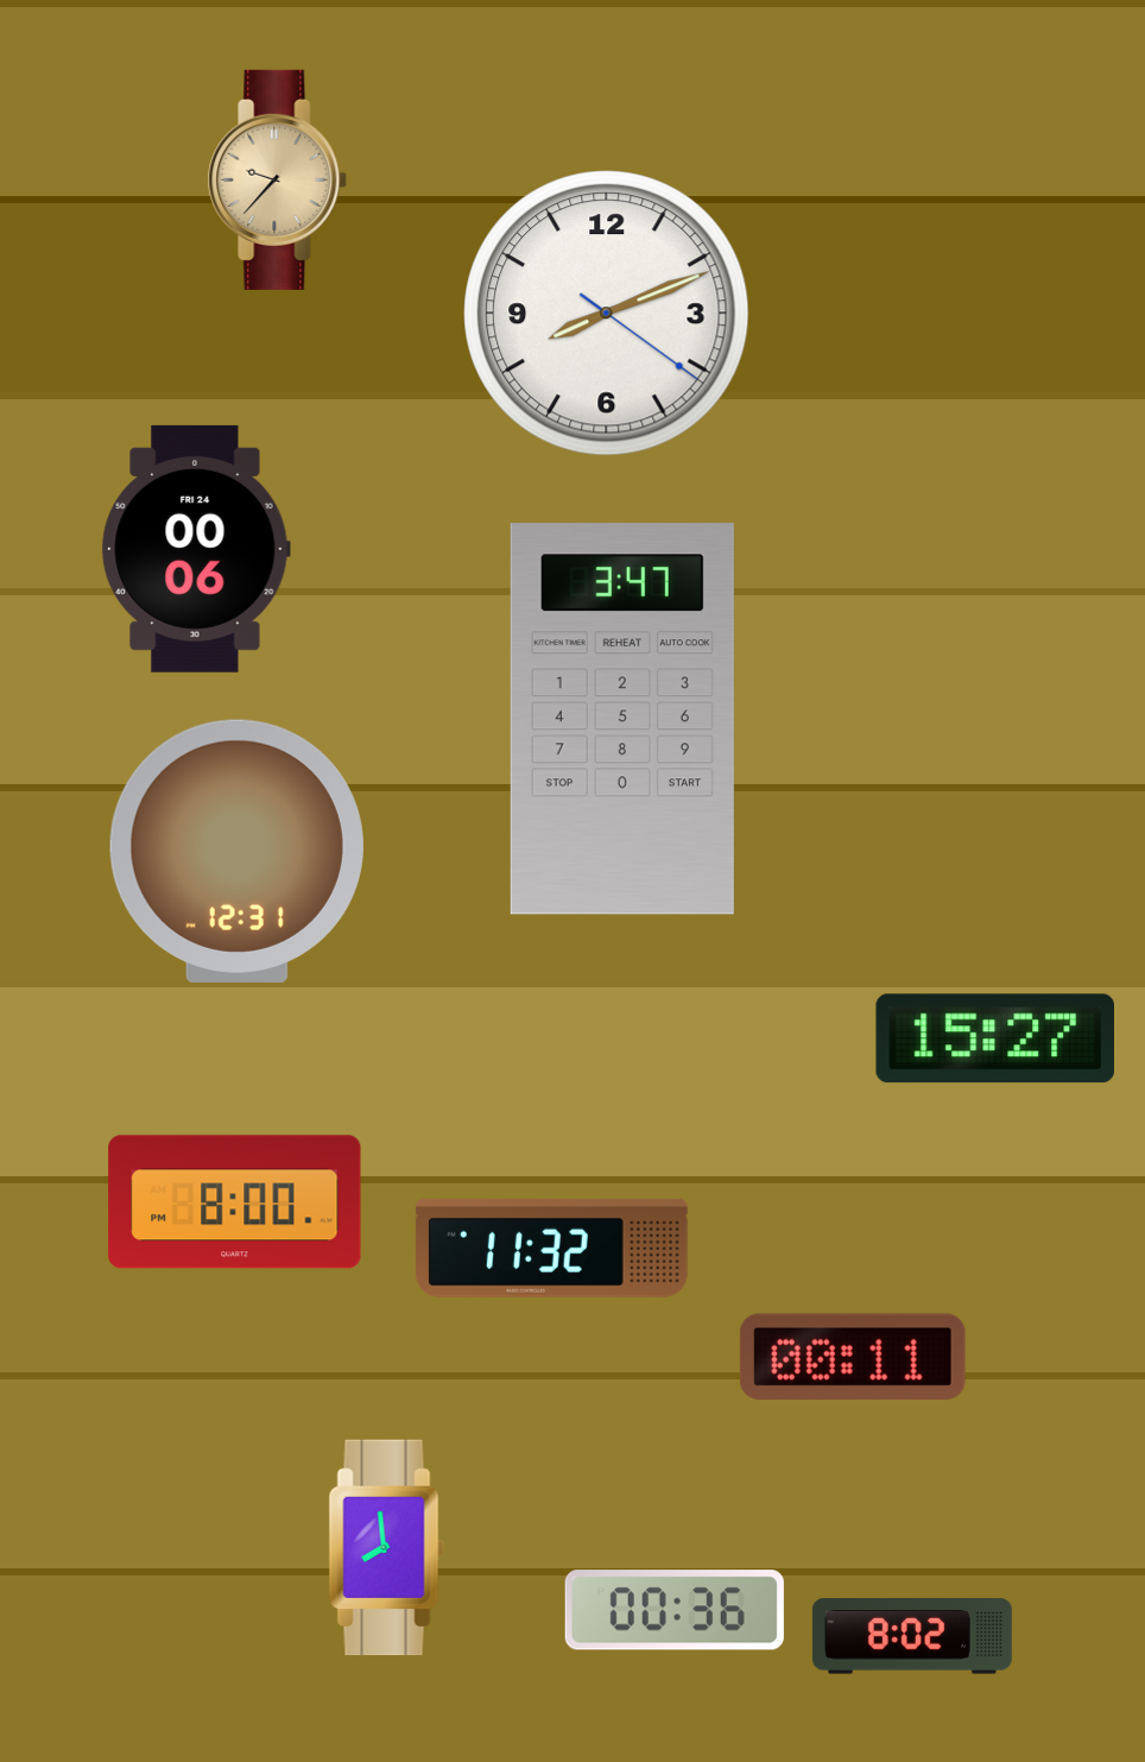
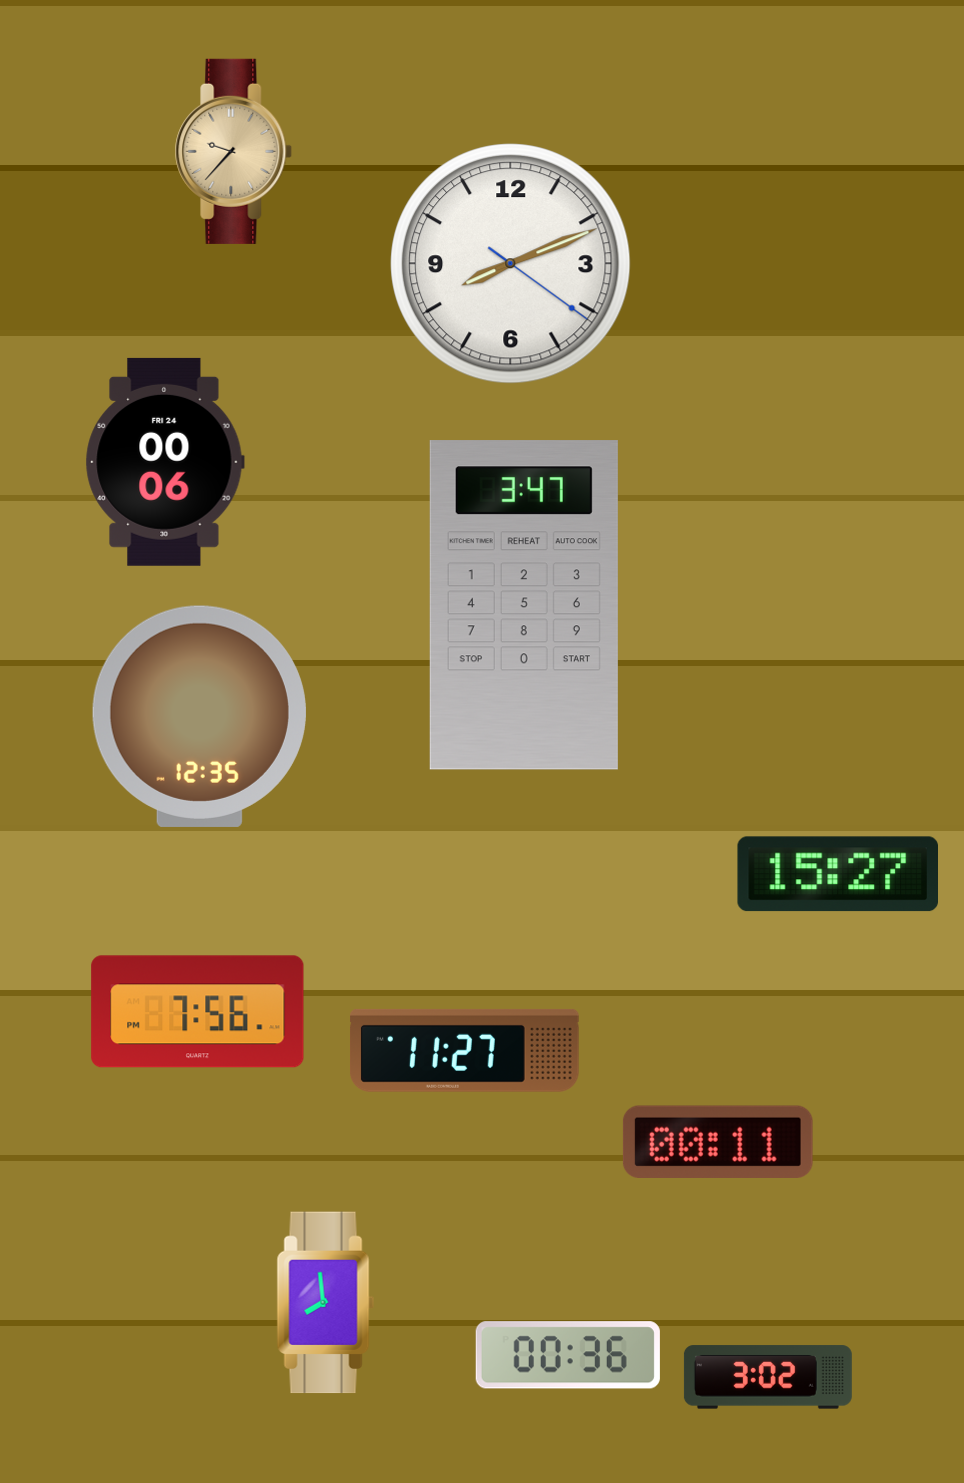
clock at (236, 851): 12:31 -> 12:35
clock at (235, 1202): 8:00 -> 7:56
clock at (552, 1248): 11:32 -> 11:27
clock at (912, 1636): 8:02 -> 3:02
